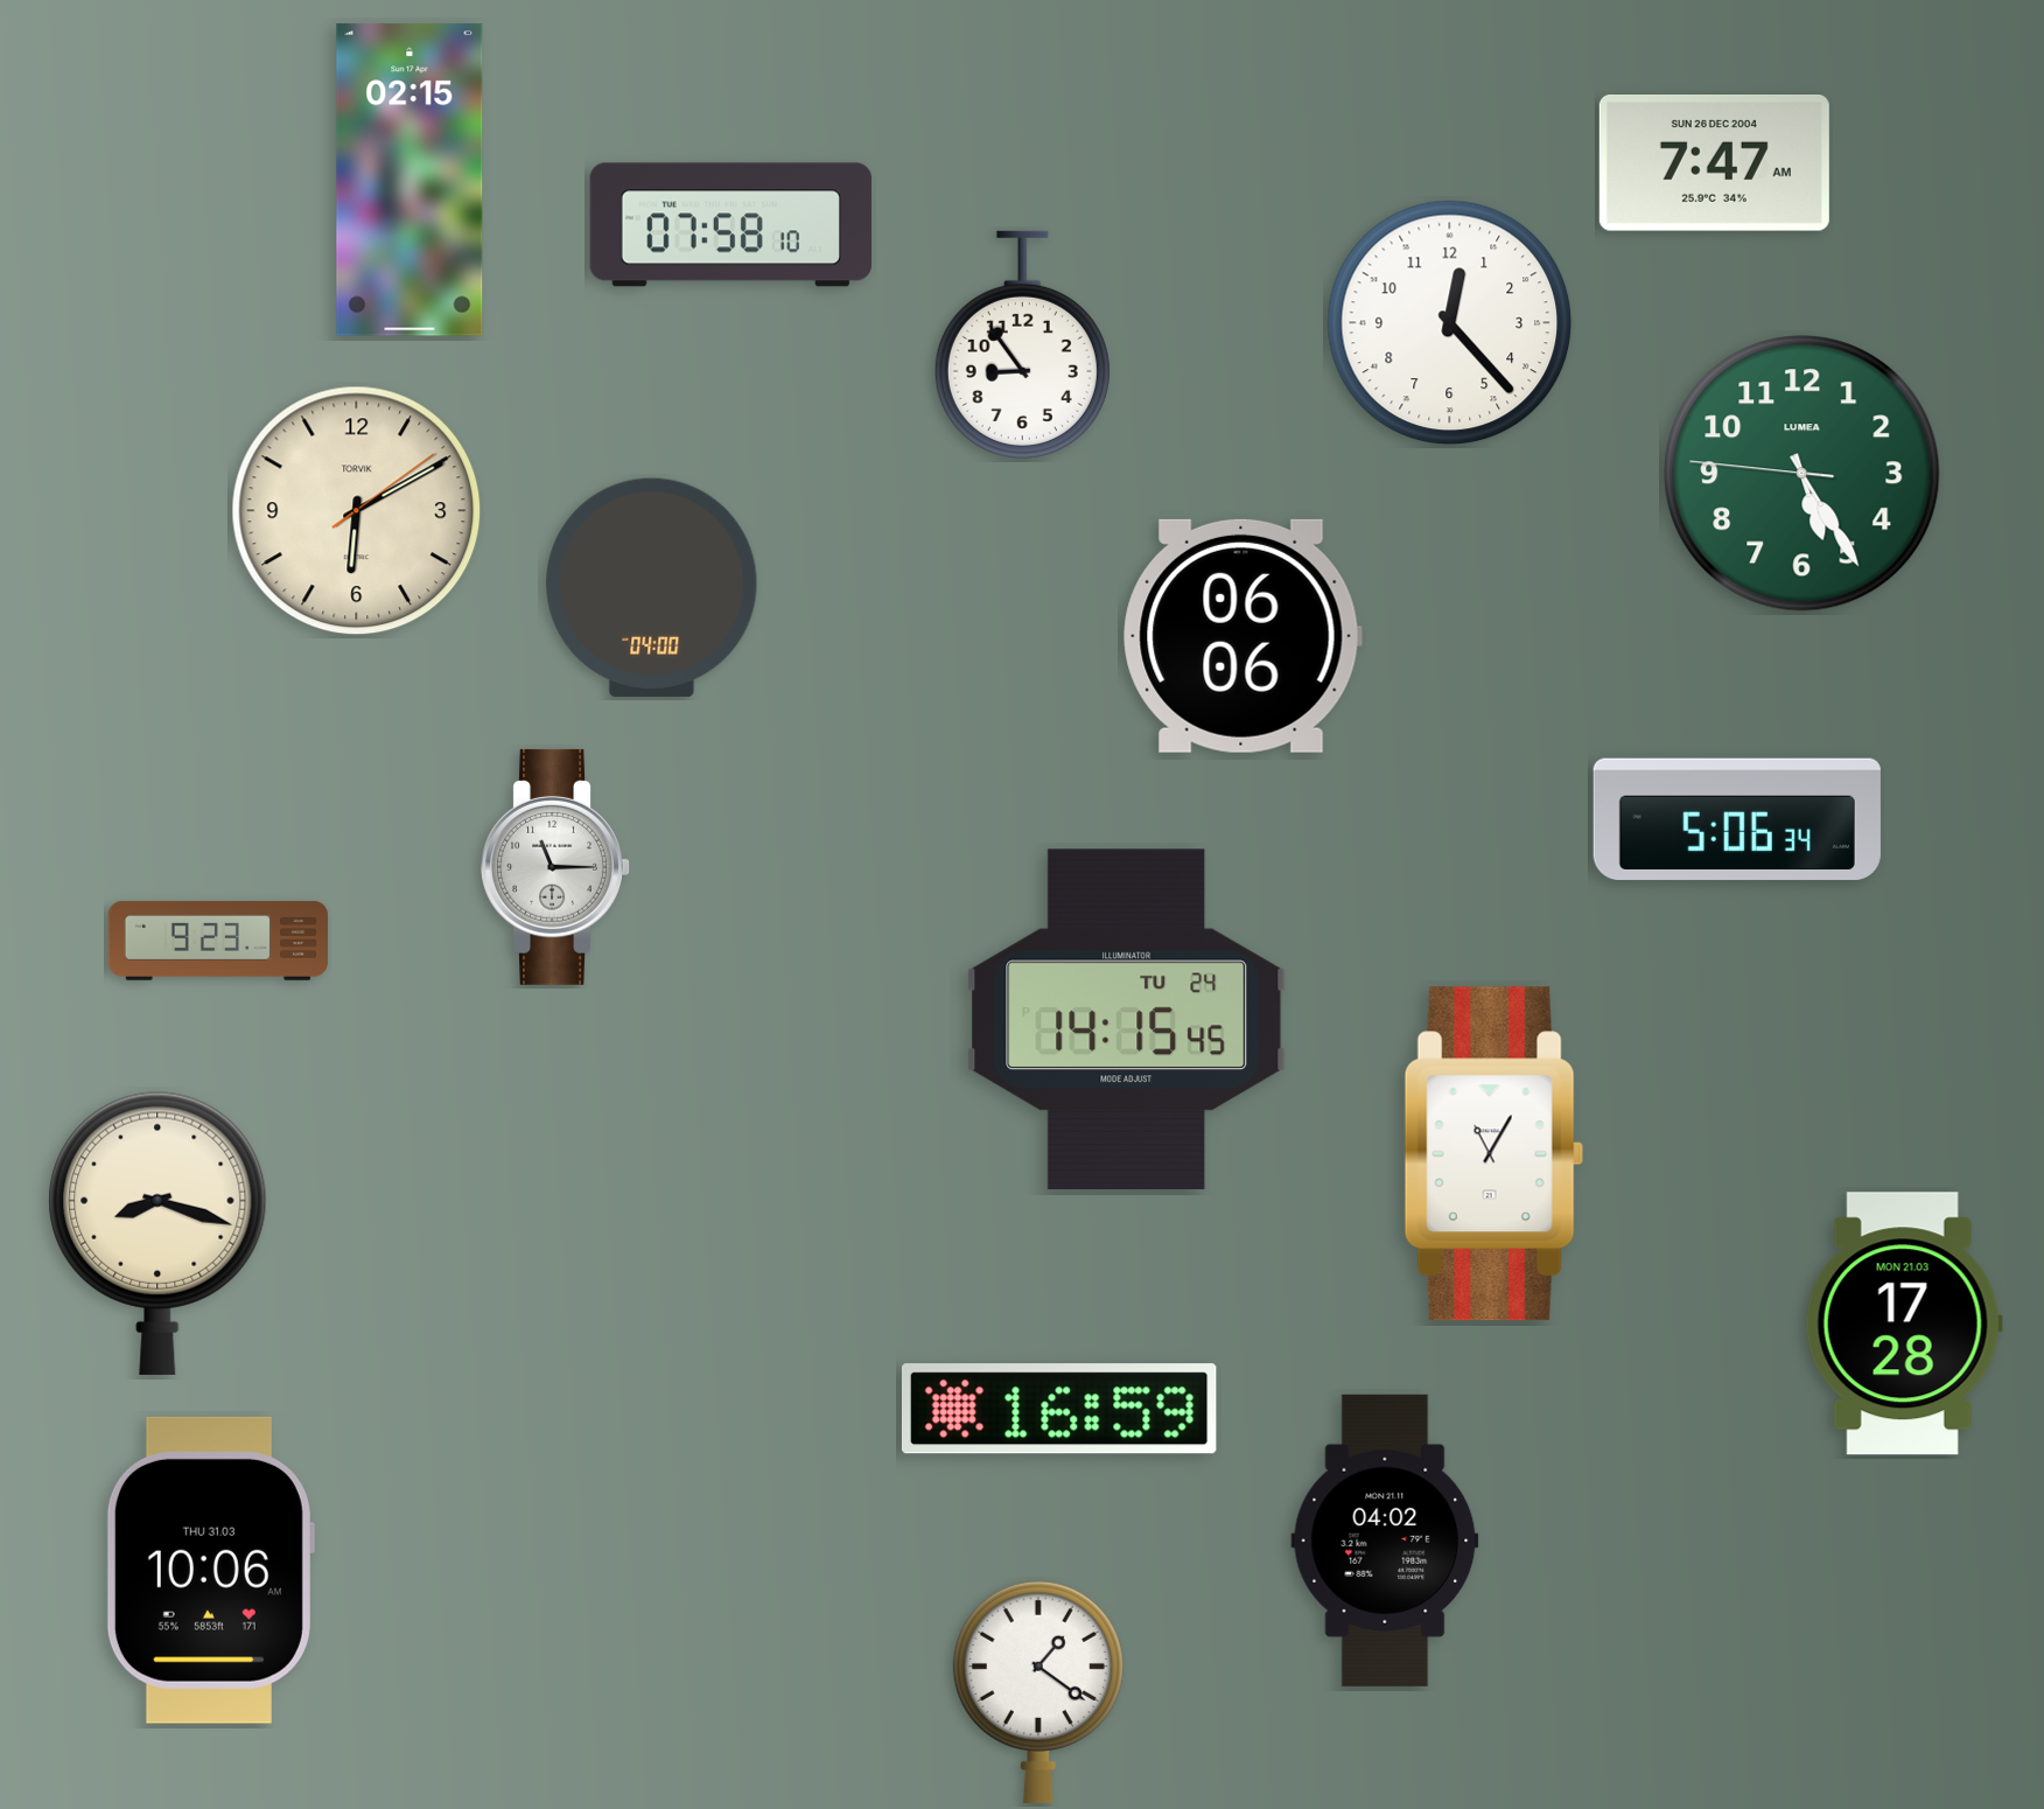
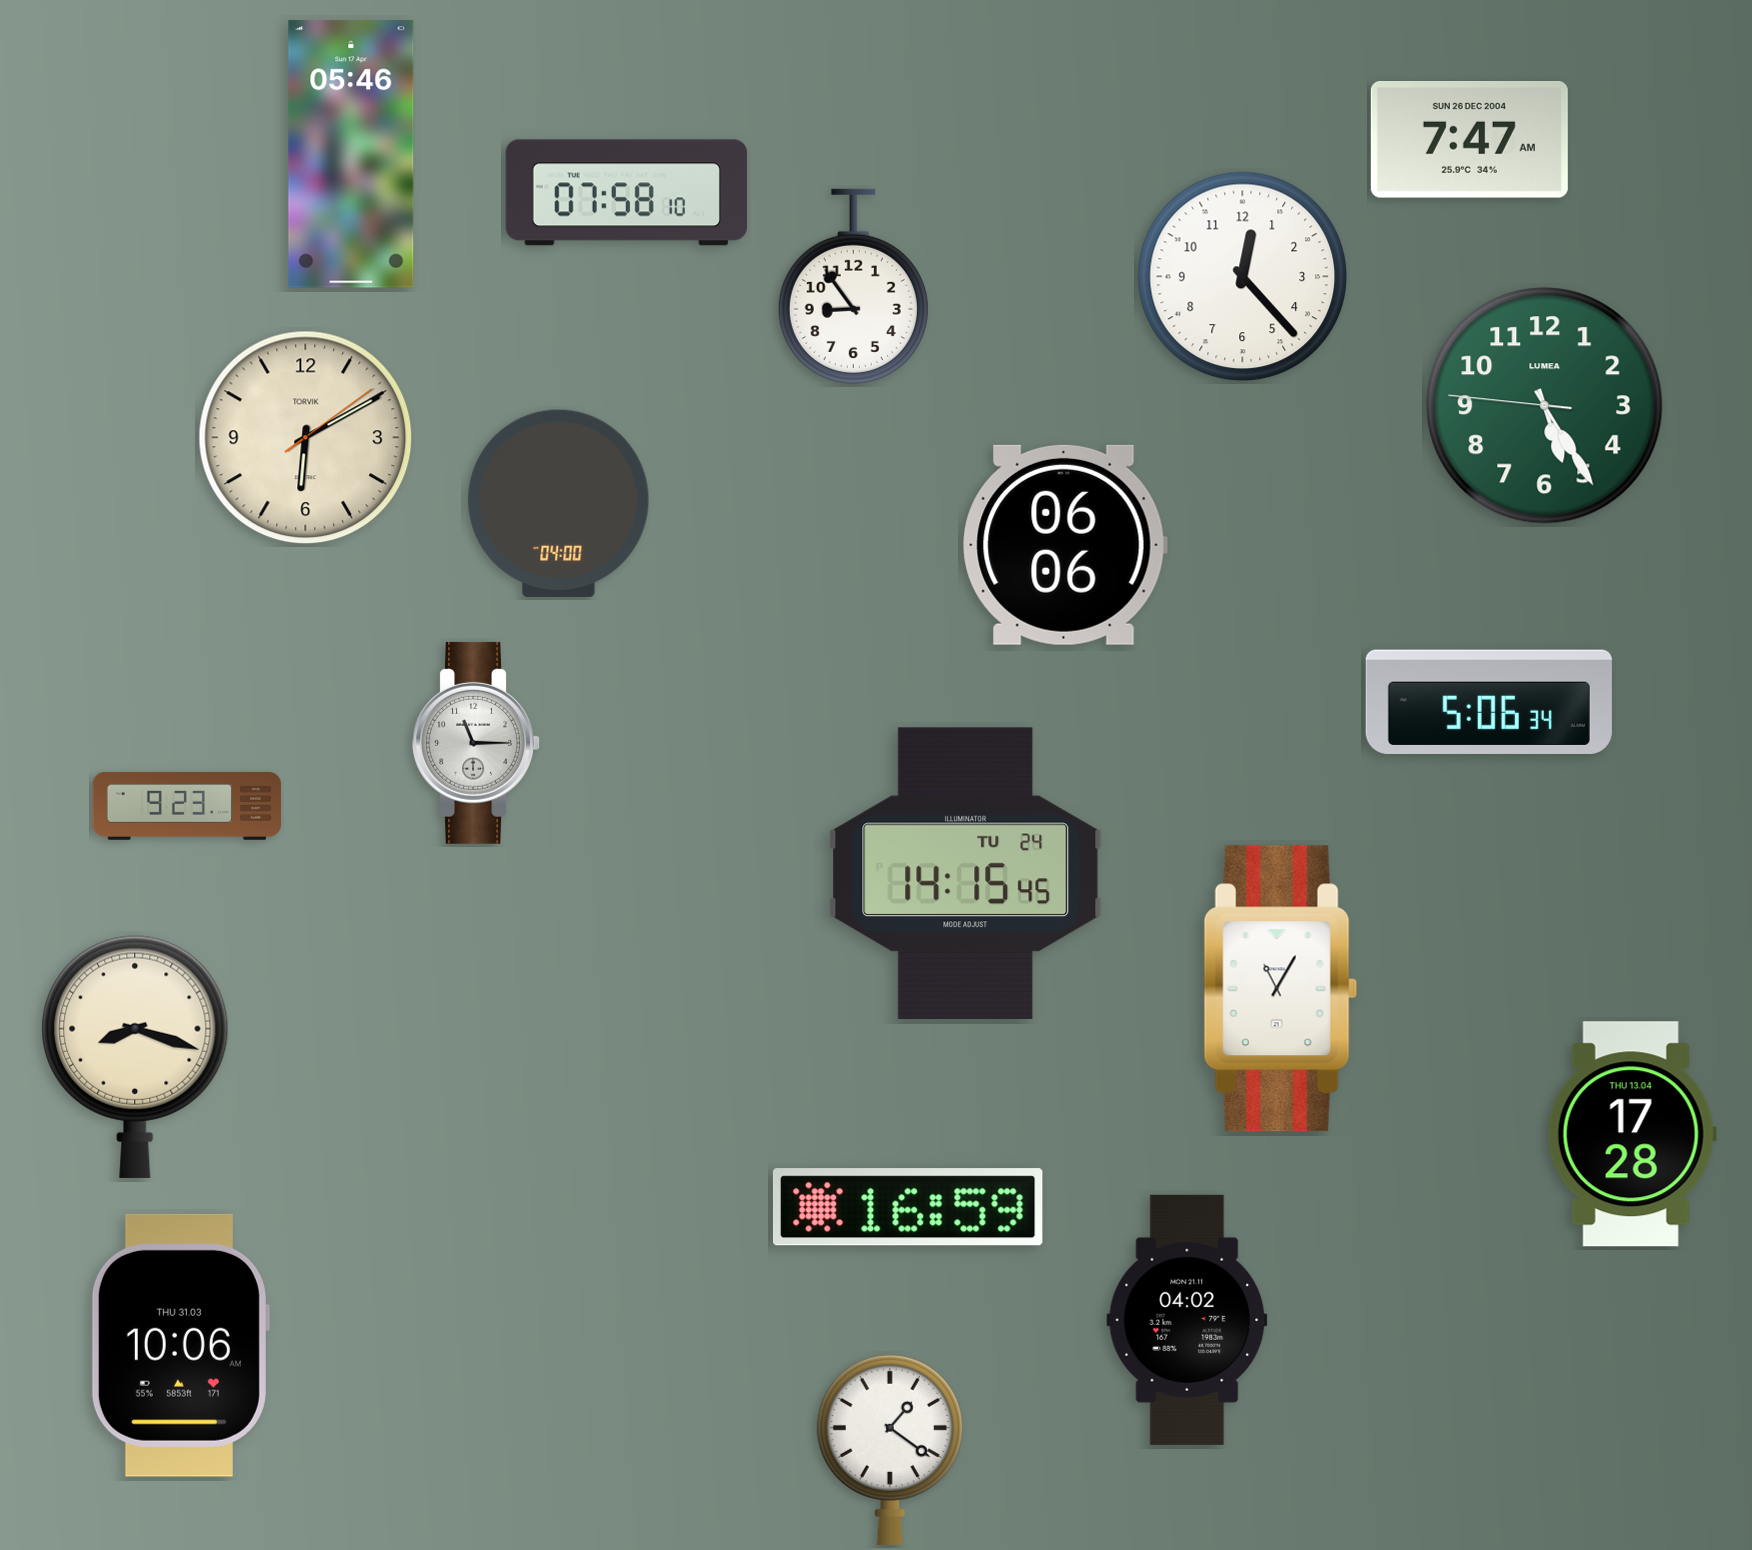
clock at (409, 180): 02:15 -> 05:46
clock at (1022, 344) position: (1022, 344) -> (853, 286)
clock at (1904, 1323) date: MON 21.03 -> THU 13.04
